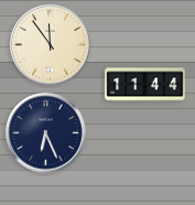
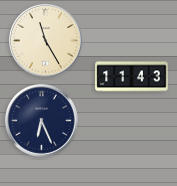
clock at (51, 45): 11:54 -> 11:25
clock at (145, 85): 11:44 -> 11:43
